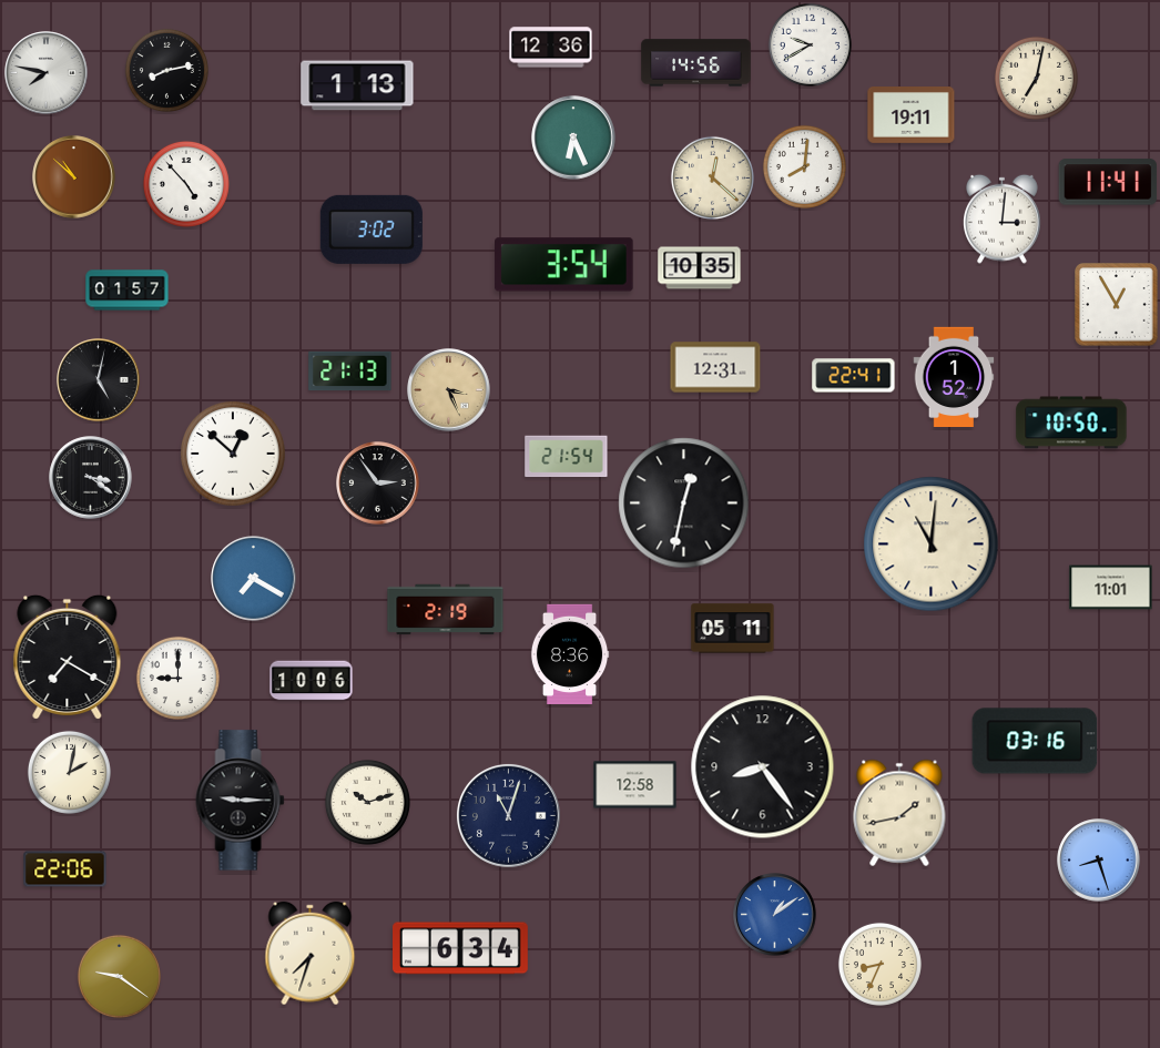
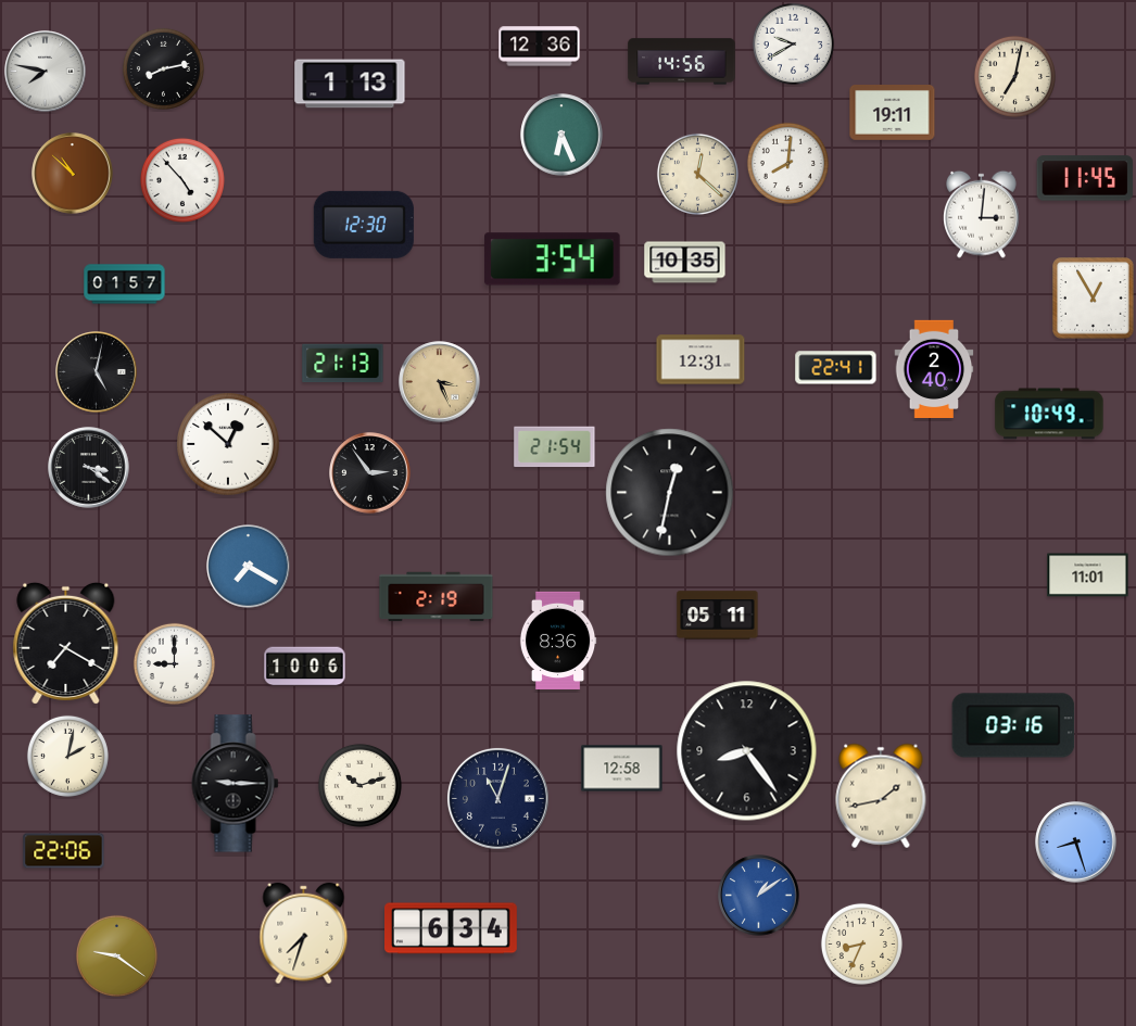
clock at (1108, 182): 11:41 -> 11:45
clock at (372, 230): 3:02 -> 12:30
clock at (954, 376): 1:52 -> 2:40
clock at (1071, 423): 10:50 -> 10:49
clock at (932, 545): 11:01 -> none
